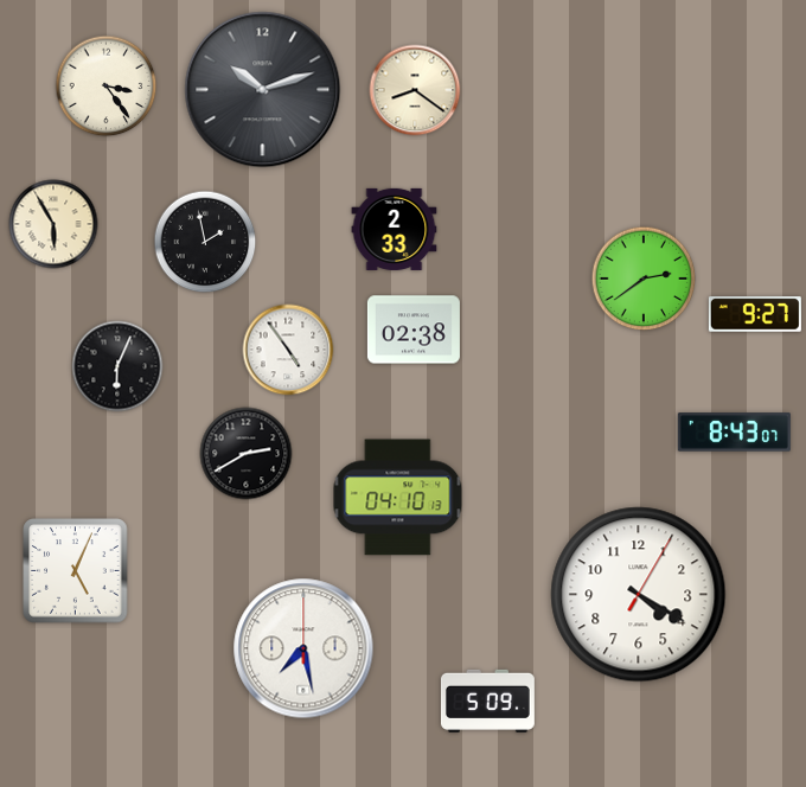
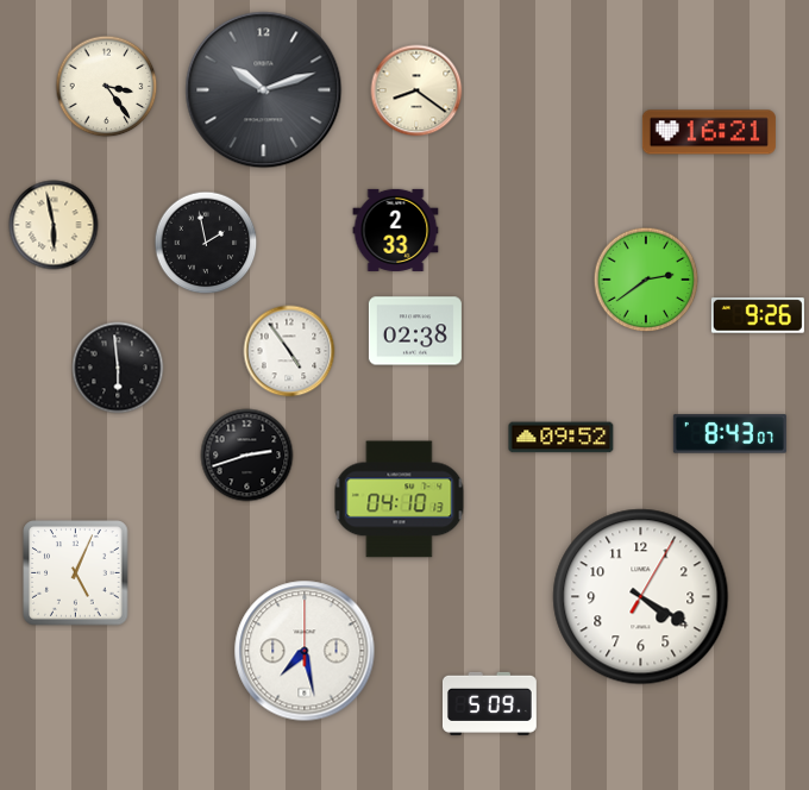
clock at (709, 132): none -> 16:21
clock at (53, 224): 5:55 -> 5:58
clock at (755, 314): 9:27 -> 9:26
clock at (117, 366): 6:04 -> 5:59
clock at (734, 433) position: (734, 433) -> (729, 434)
clock at (562, 438): none -> 09:52
clock at (247, 454): 2:40 -> 2:42
